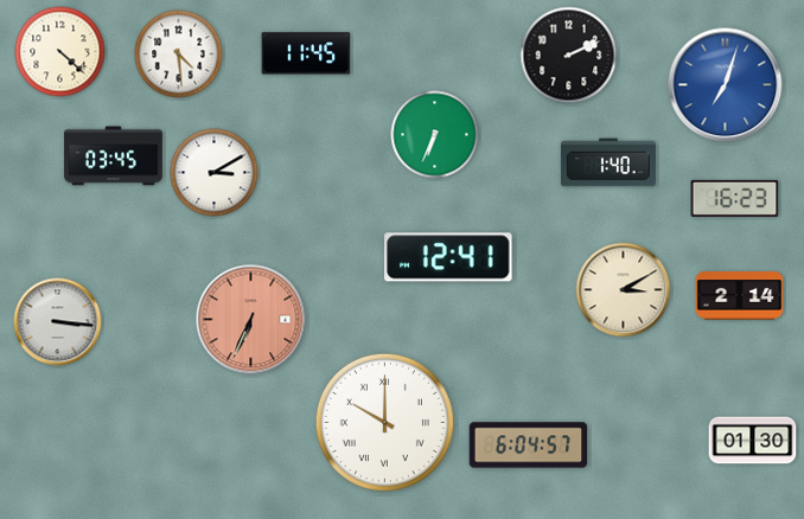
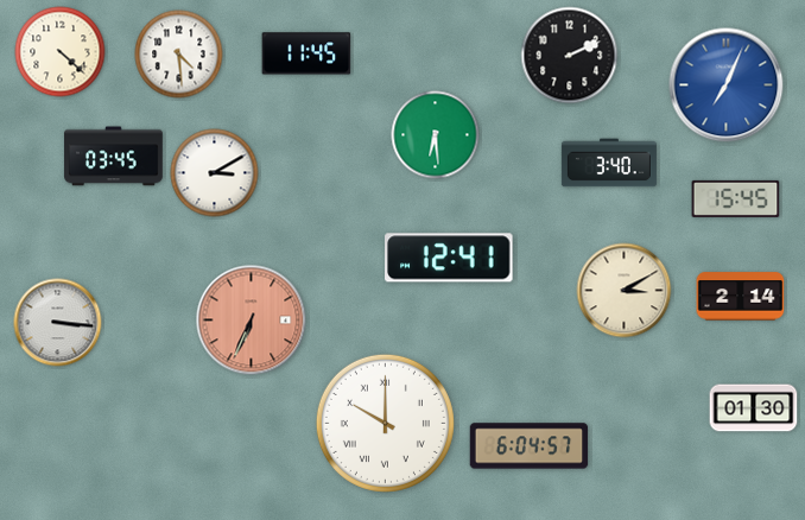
clock at (726, 85): 7:03 -> 7:04
clock at (435, 135): 6:34 -> 6:29
clock at (608, 162): 1:40 -> 3:40
clock at (735, 198): 16:23 -> 15:45
clock at (753, 441) position: (753, 441) -> (754, 408)
